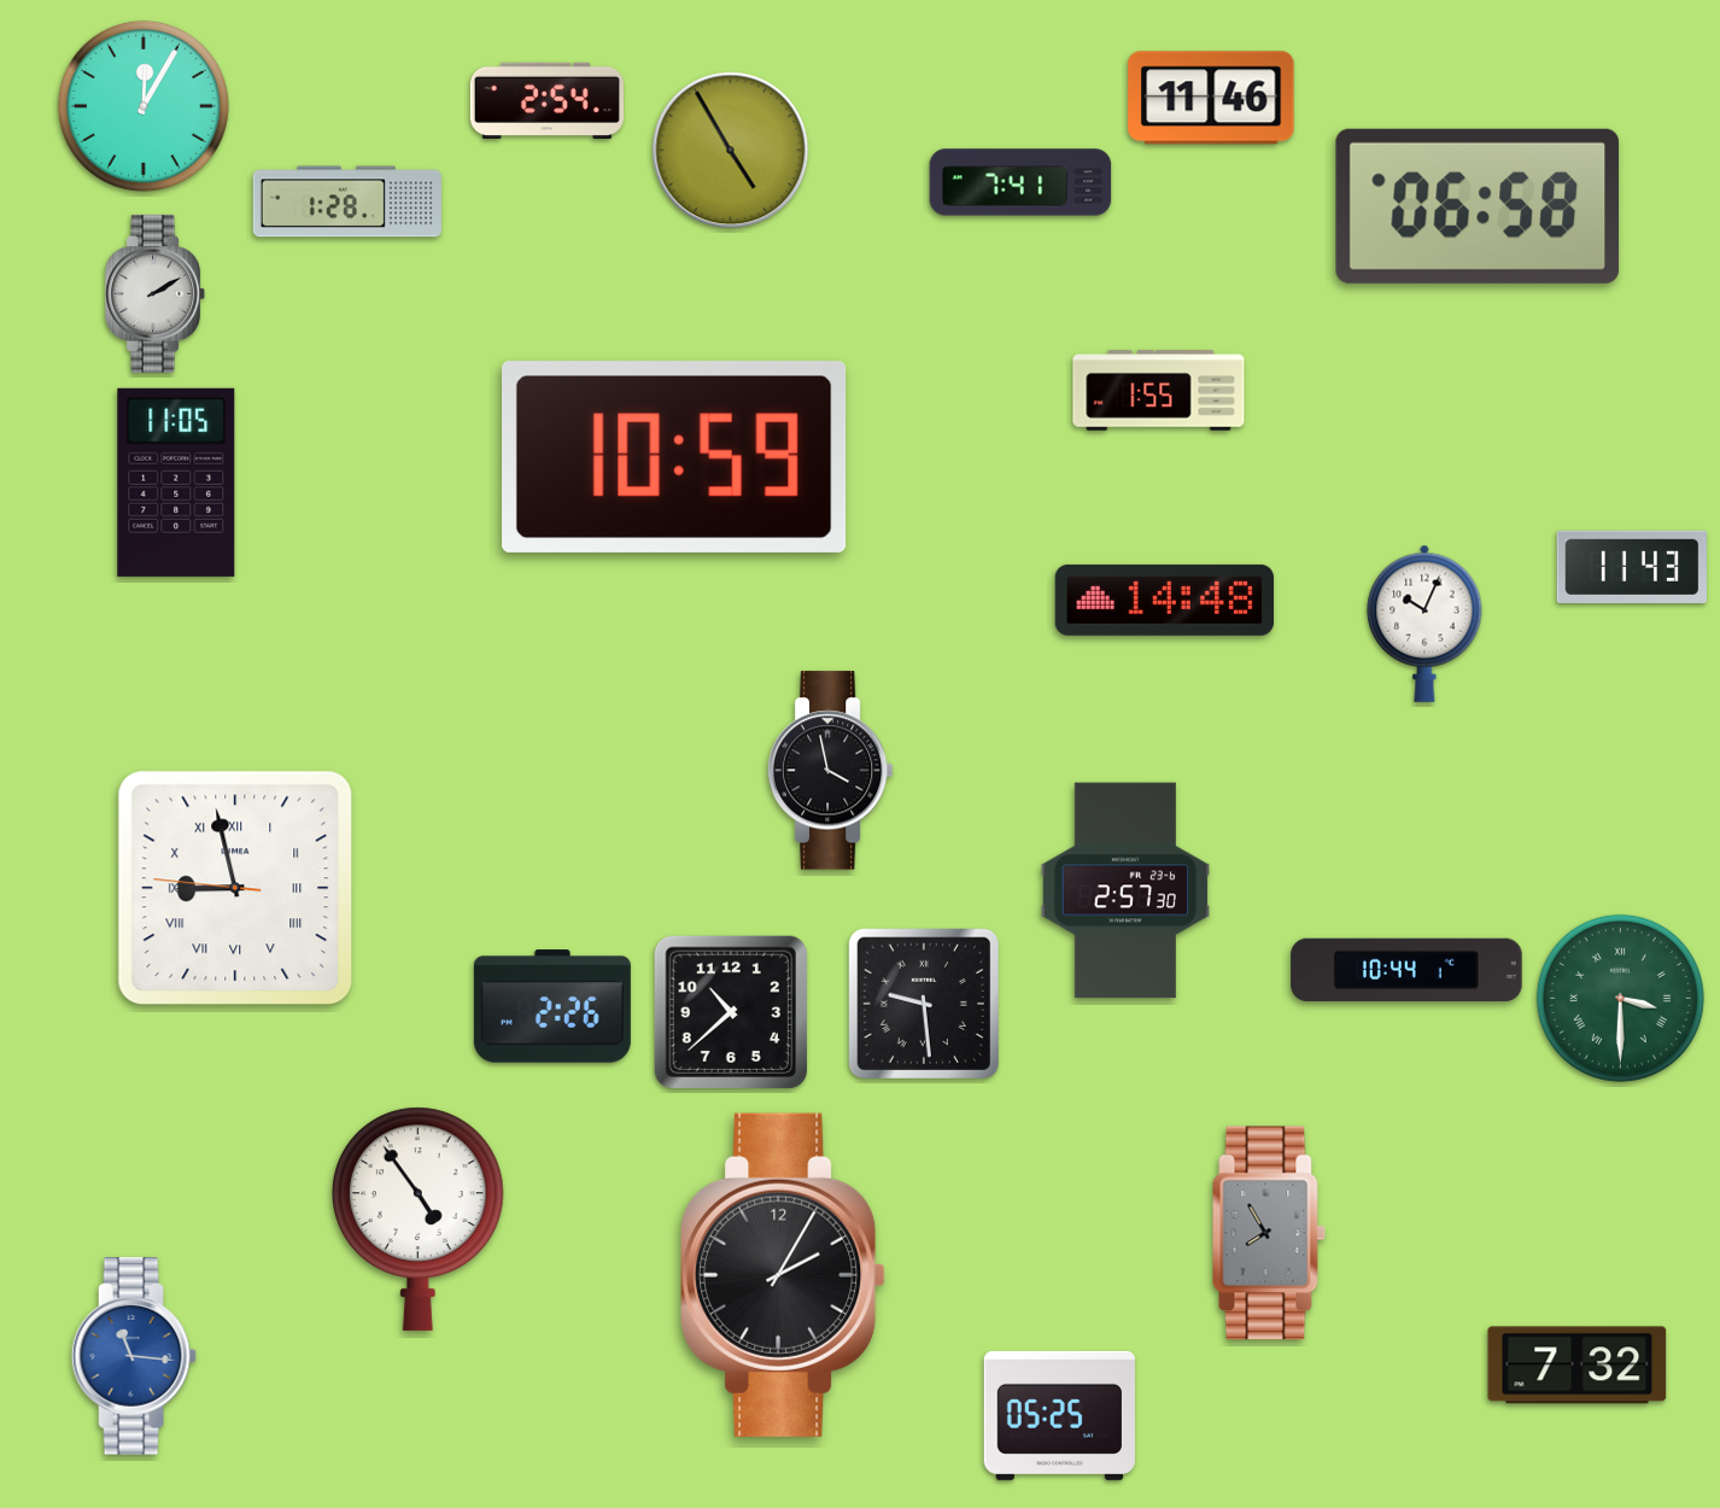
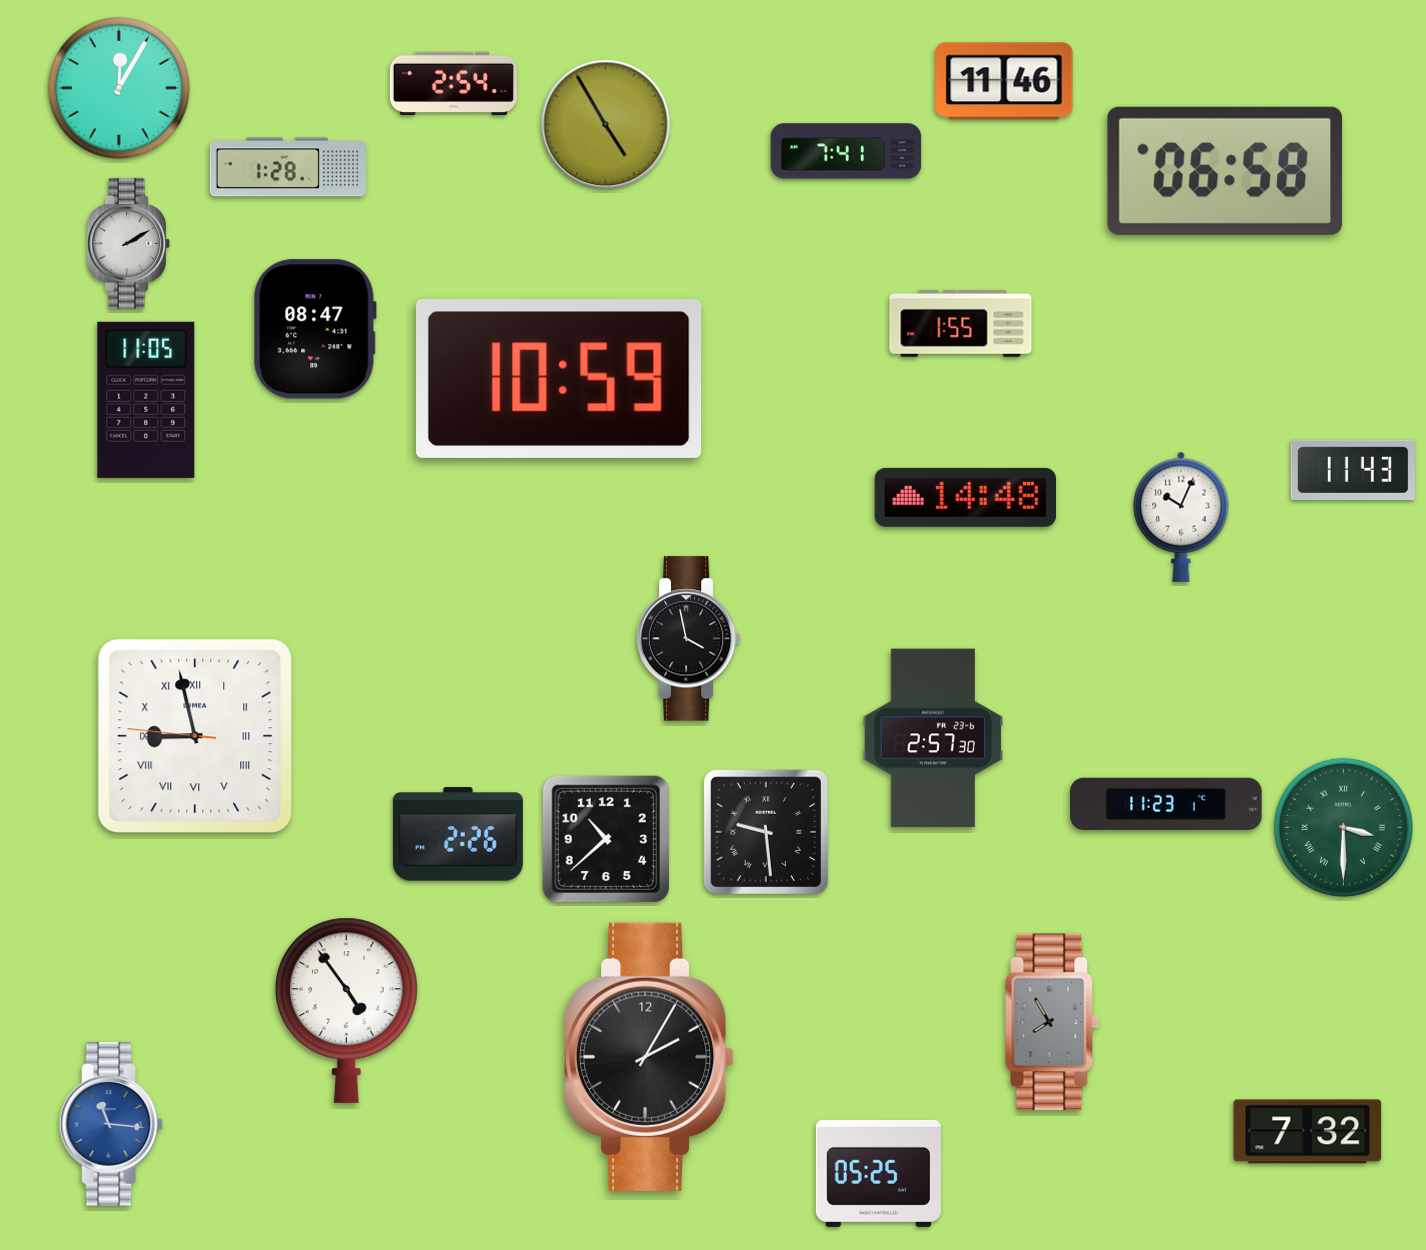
clock at (315, 329): none -> 08:47
clock at (1406, 969): 10:44 -> 11:23
